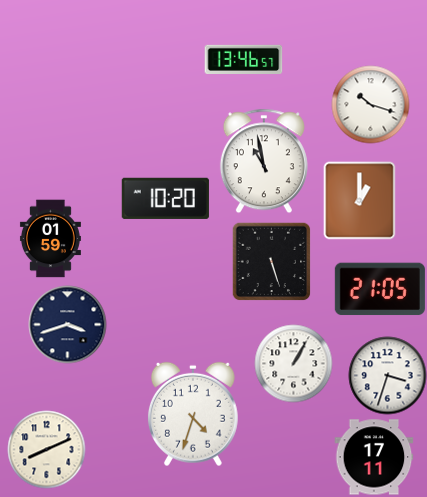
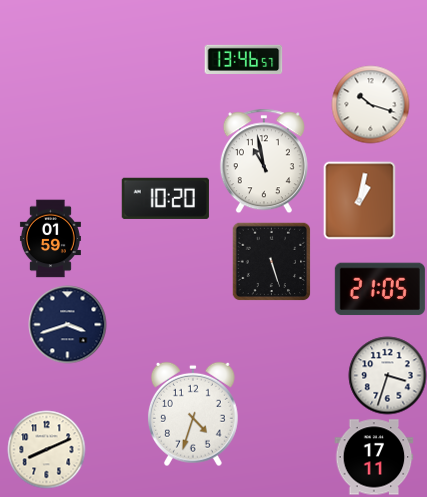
clock at (360, 200): 1:00 -> 1:02
clock at (293, 363): 1:05 -> none
